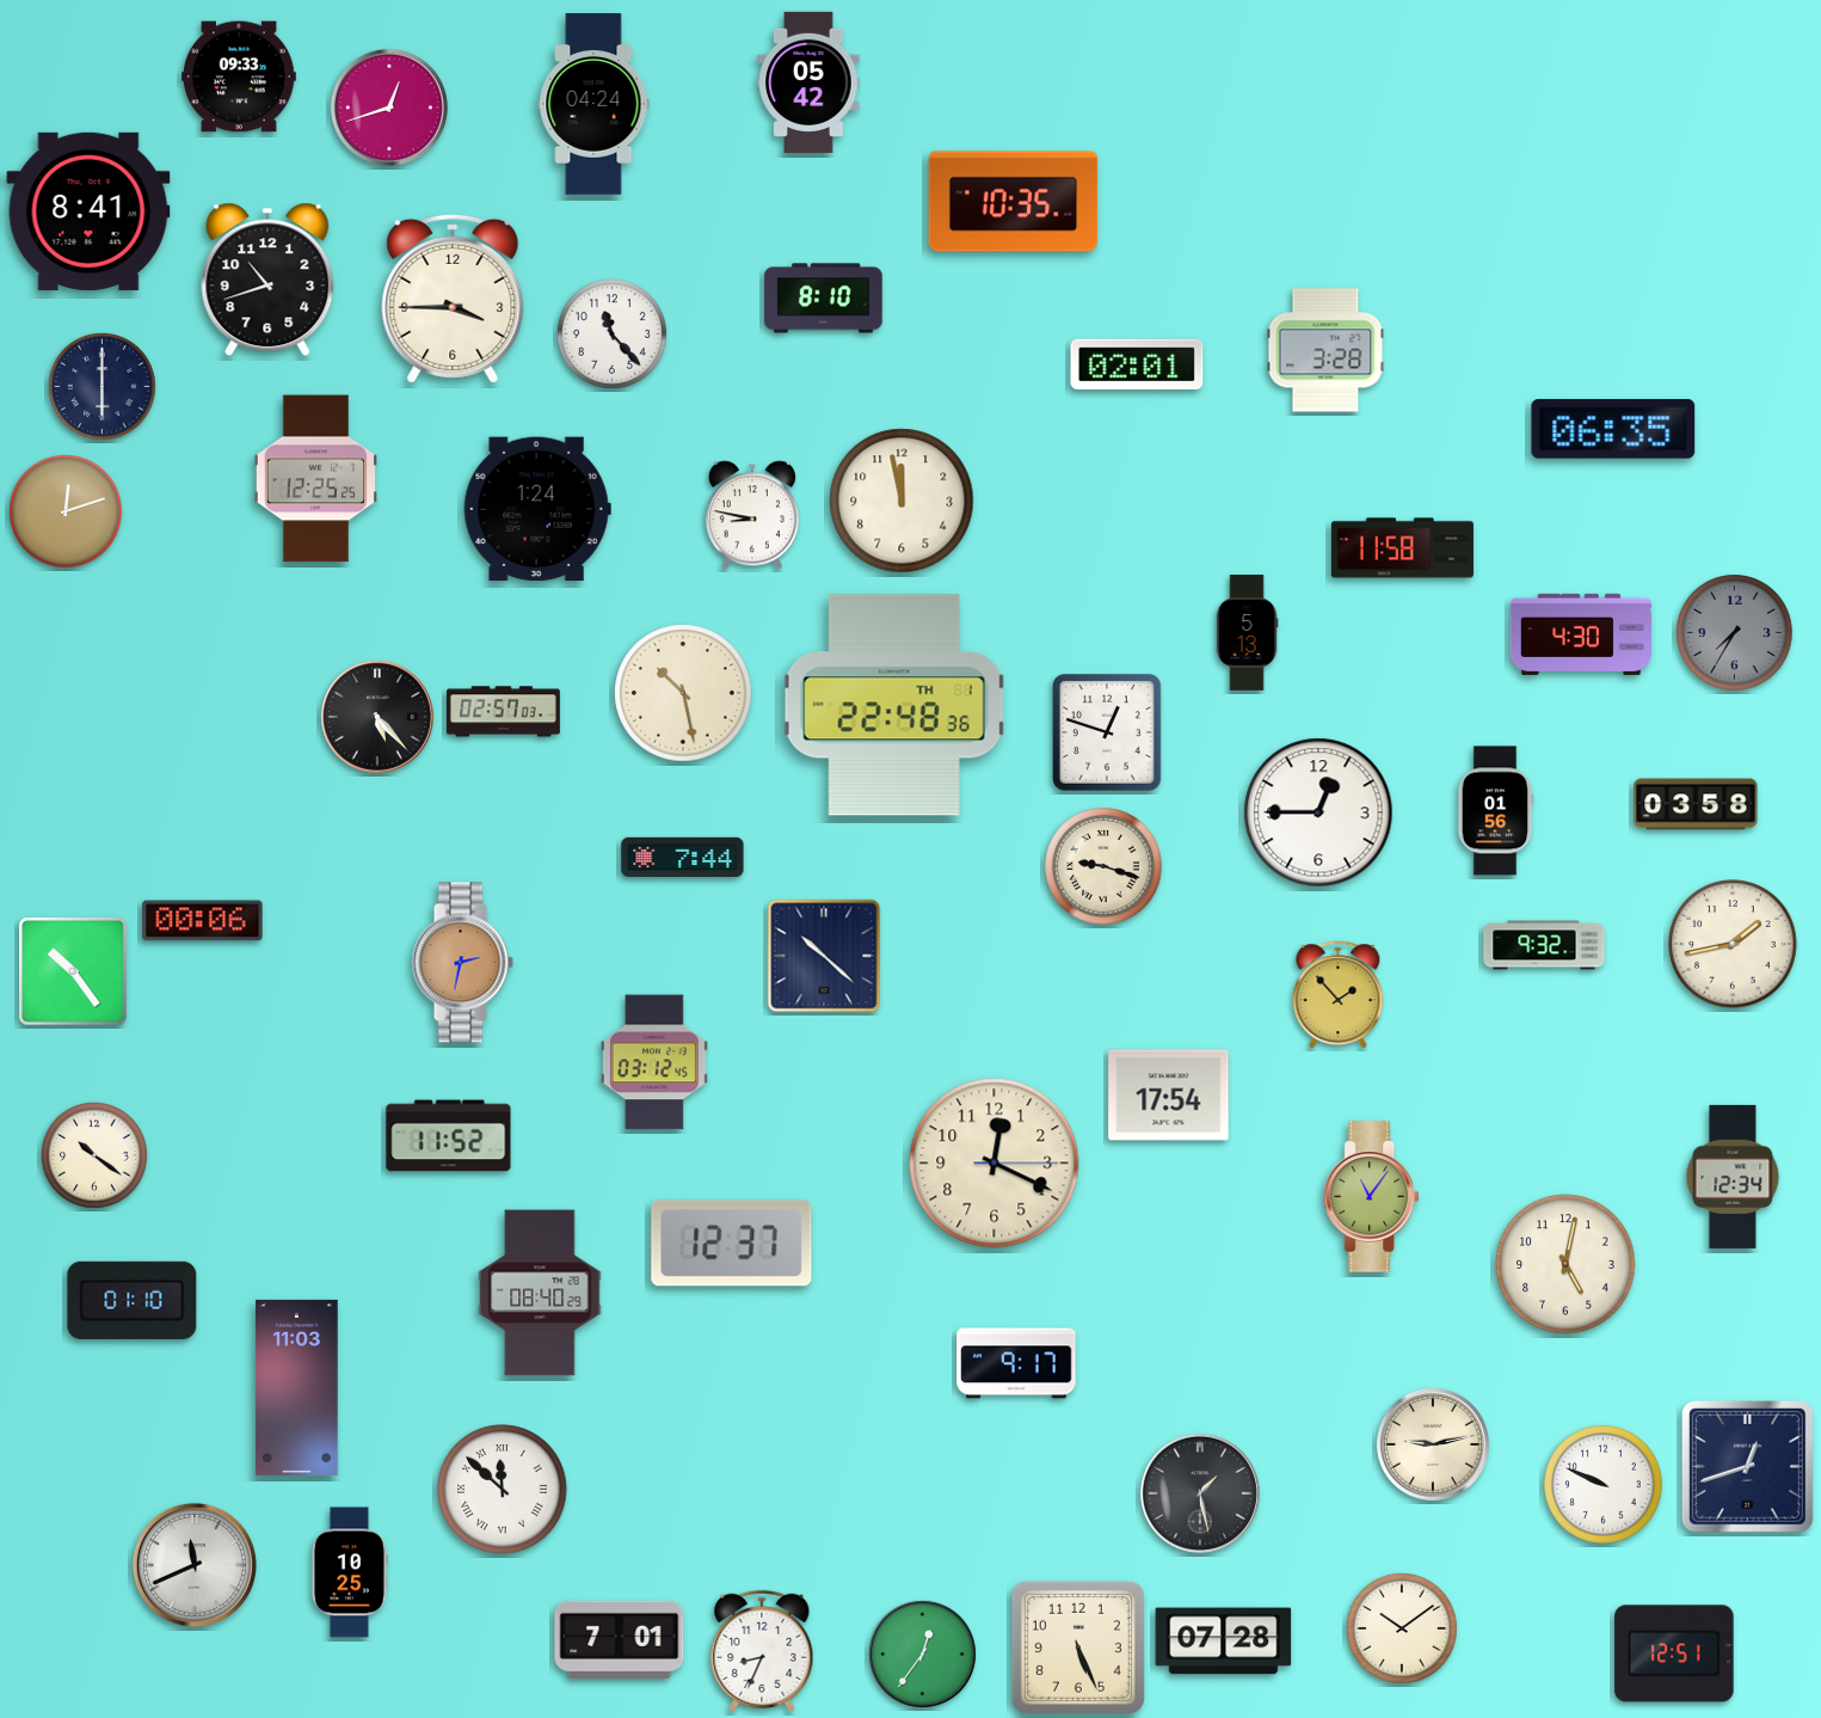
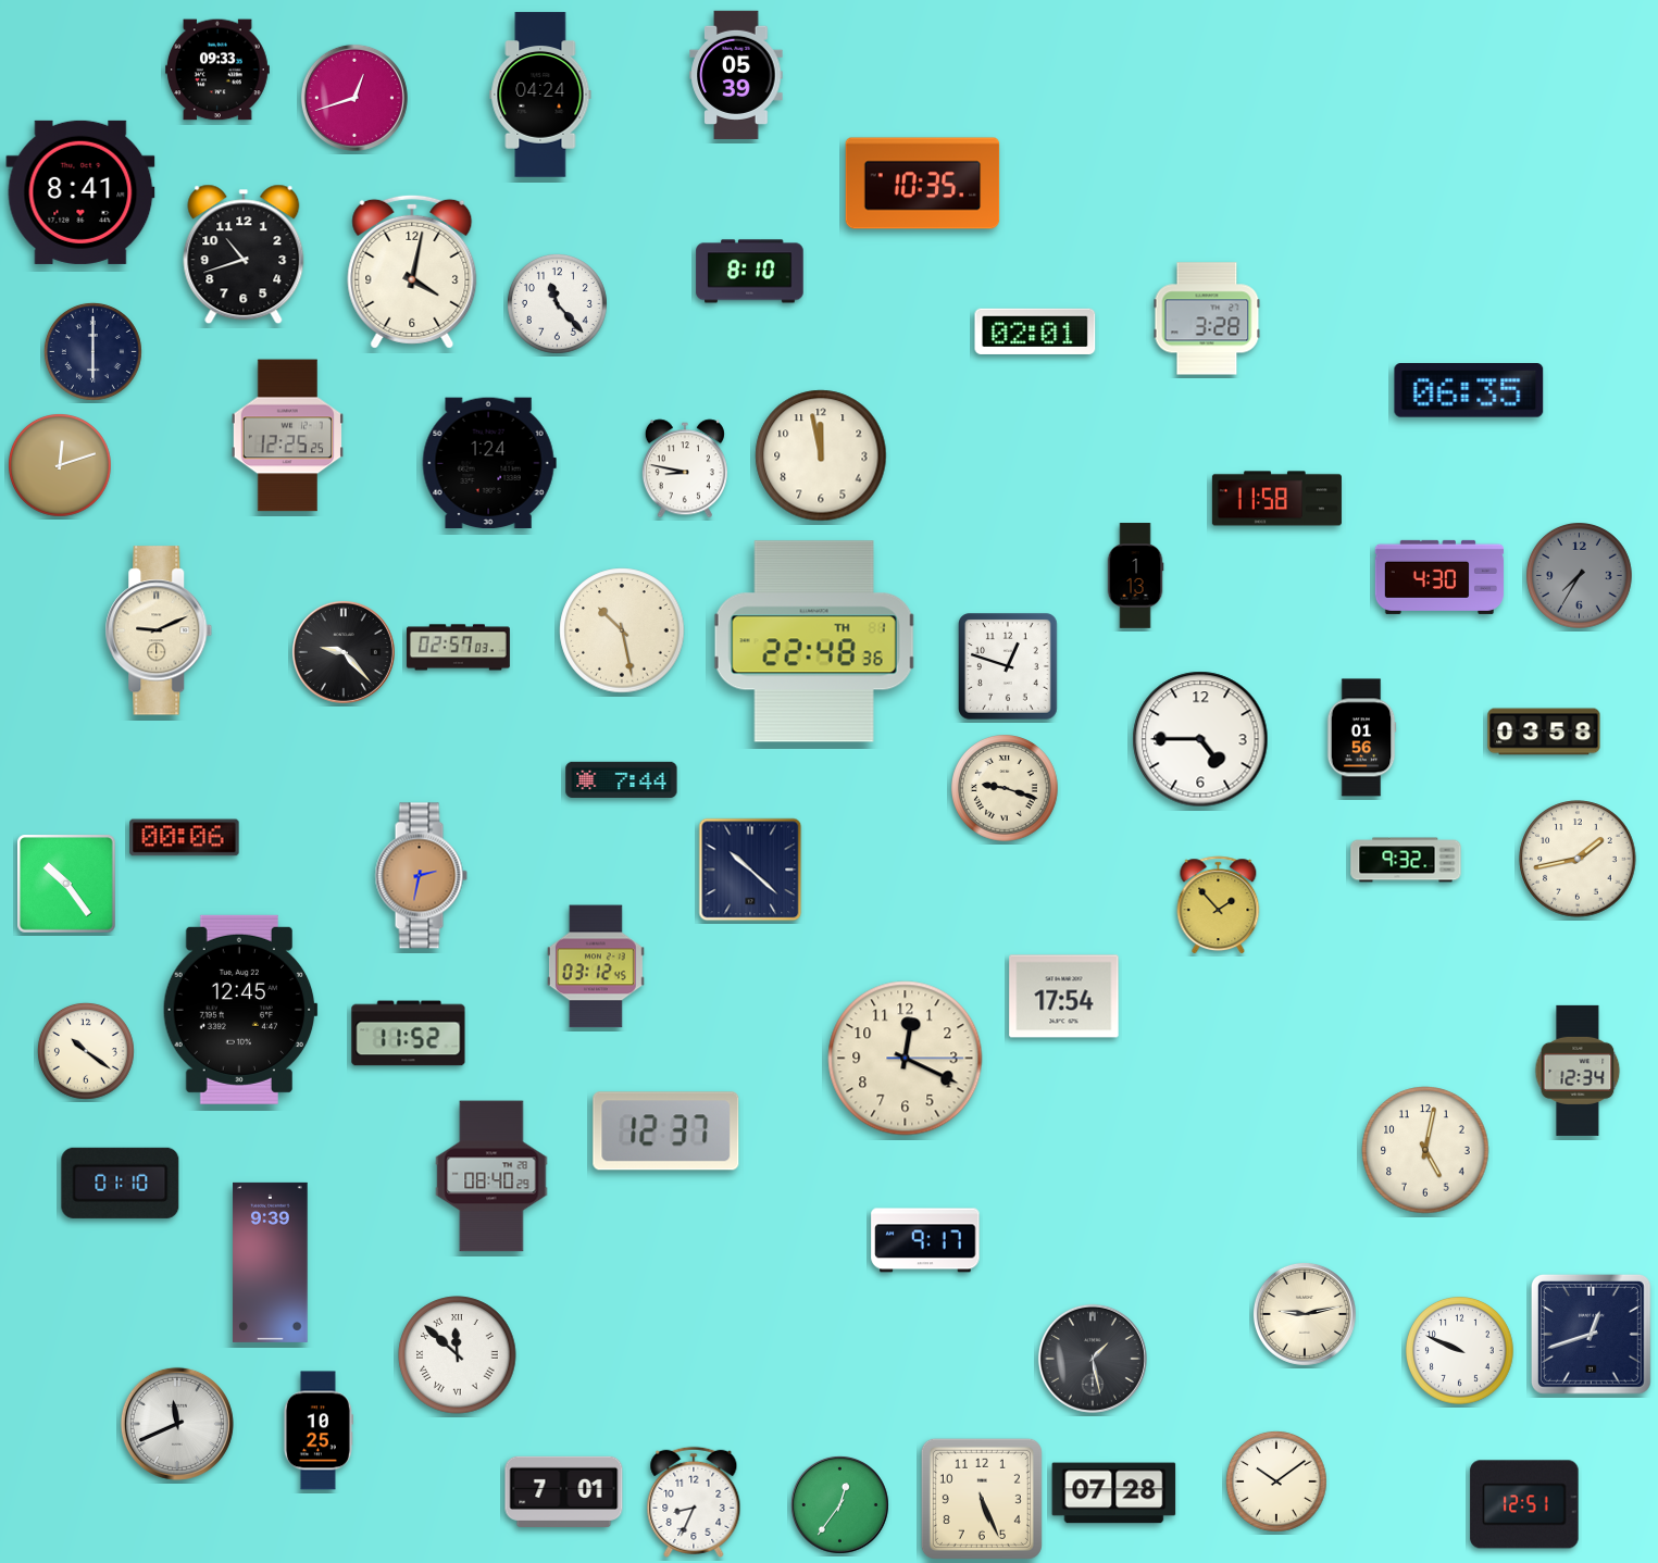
clock at (808, 82): 05:42 -> 05:39
clock at (453, 299): 3:45 -> 4:02
clock at (1247, 633): 5:13 -> 1:13
clock at (159, 630): none -> 9:11
clock at (377, 717): 5:23 -> 9:23
clock at (1318, 812): 12:45 -> 4:45
clock at (240, 1010): none -> 12:45
clock at (1371, 1197): 11:06 -> none
clock at (297, 1387): 11:03 -> 9:39
